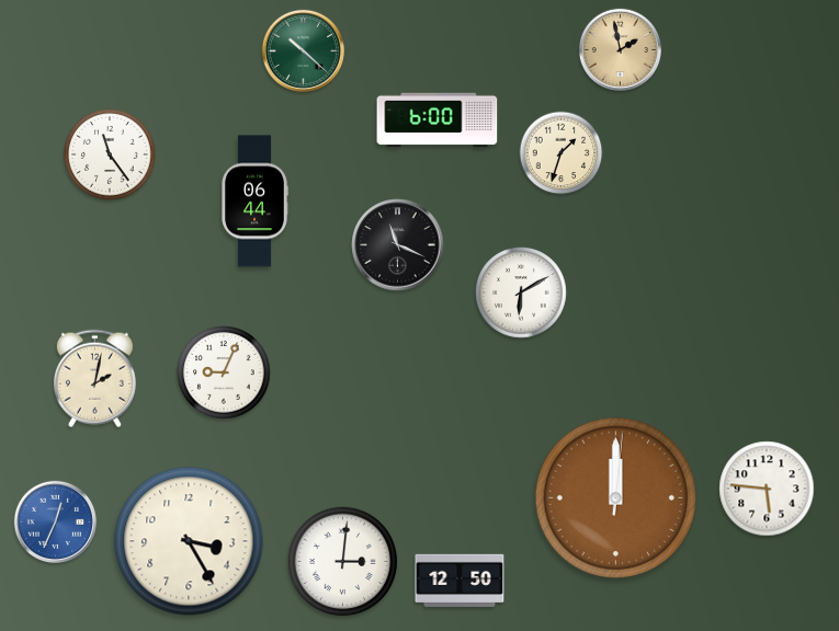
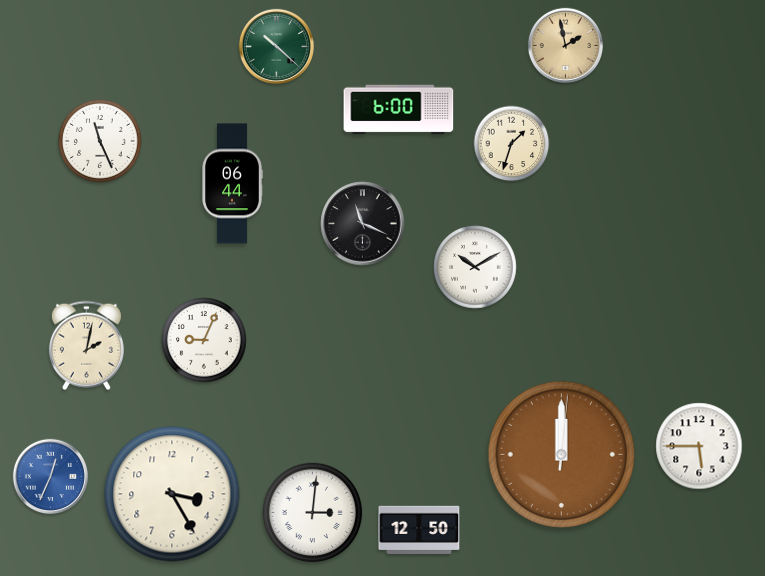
clock at (562, 153) position: (562, 153) -> (512, 144)
clock at (110, 154): 11:24 -> 11:26
clock at (521, 292): 6:10 -> 10:10
clock at (767, 489): 5:46 -> 5:45
